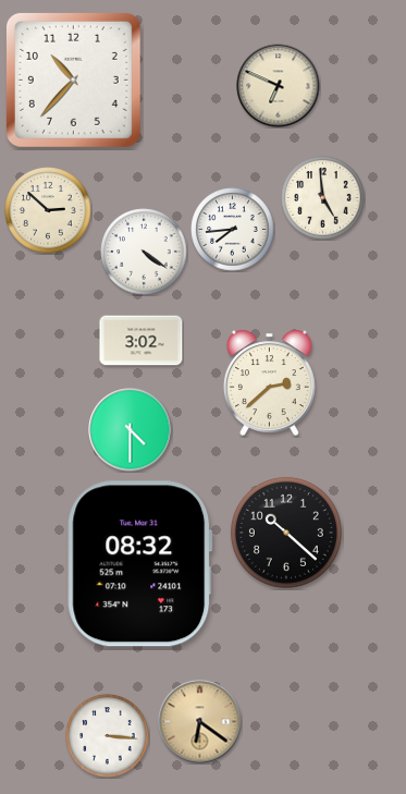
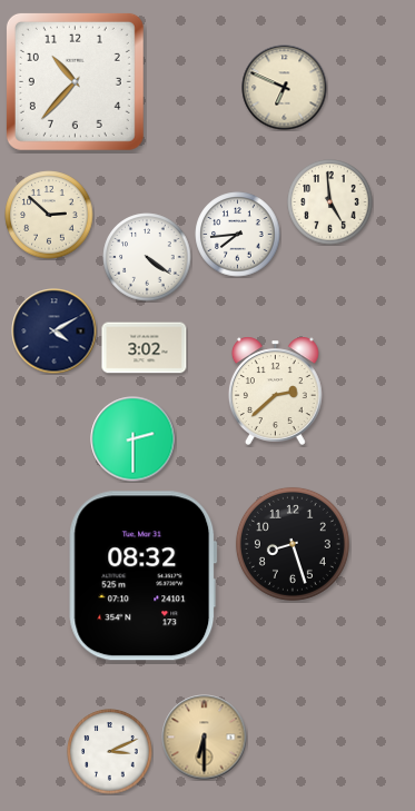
clock at (55, 332): none -> 4:10
clock at (131, 430): 4:30 -> 2:30
clock at (286, 533): 10:22 -> 8:27
clock at (200, 722): 6:21 -> 6:30
clock at (108, 736): 3:16 -> 3:11
